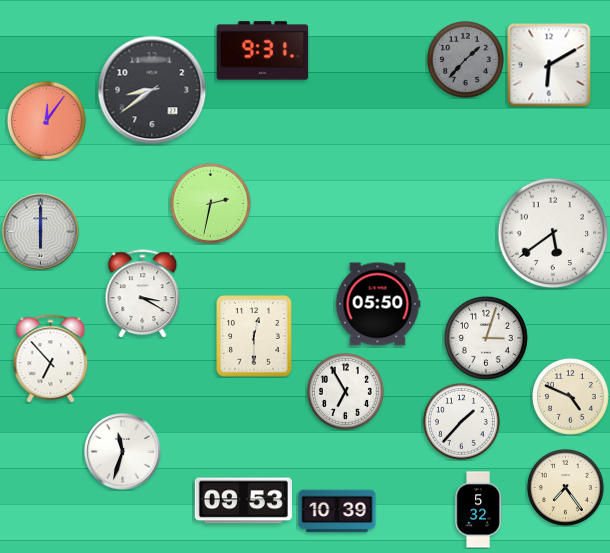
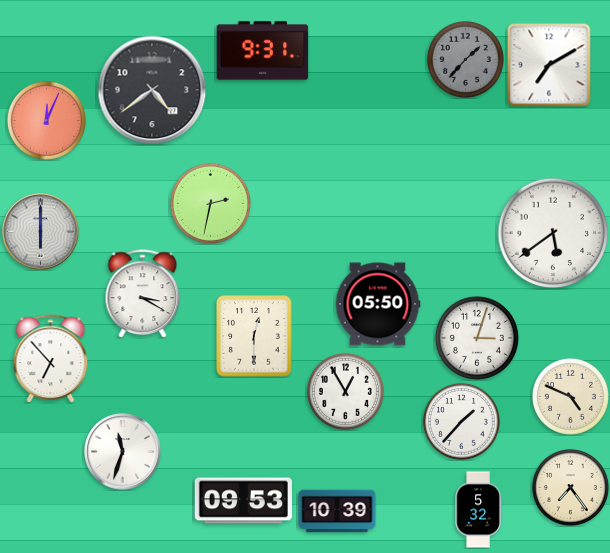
clock at (549, 65): 6:10 -> 7:10
clock at (152, 90): 8:39 -> 4:39
clock at (46, 120): 12:06 -> 12:04
clock at (486, 338) position: (486, 338) -> (477, 338)
clock at (345, 391): 6:55 -> 12:55
clock at (565, 487) position: (565, 487) -> (570, 487)
